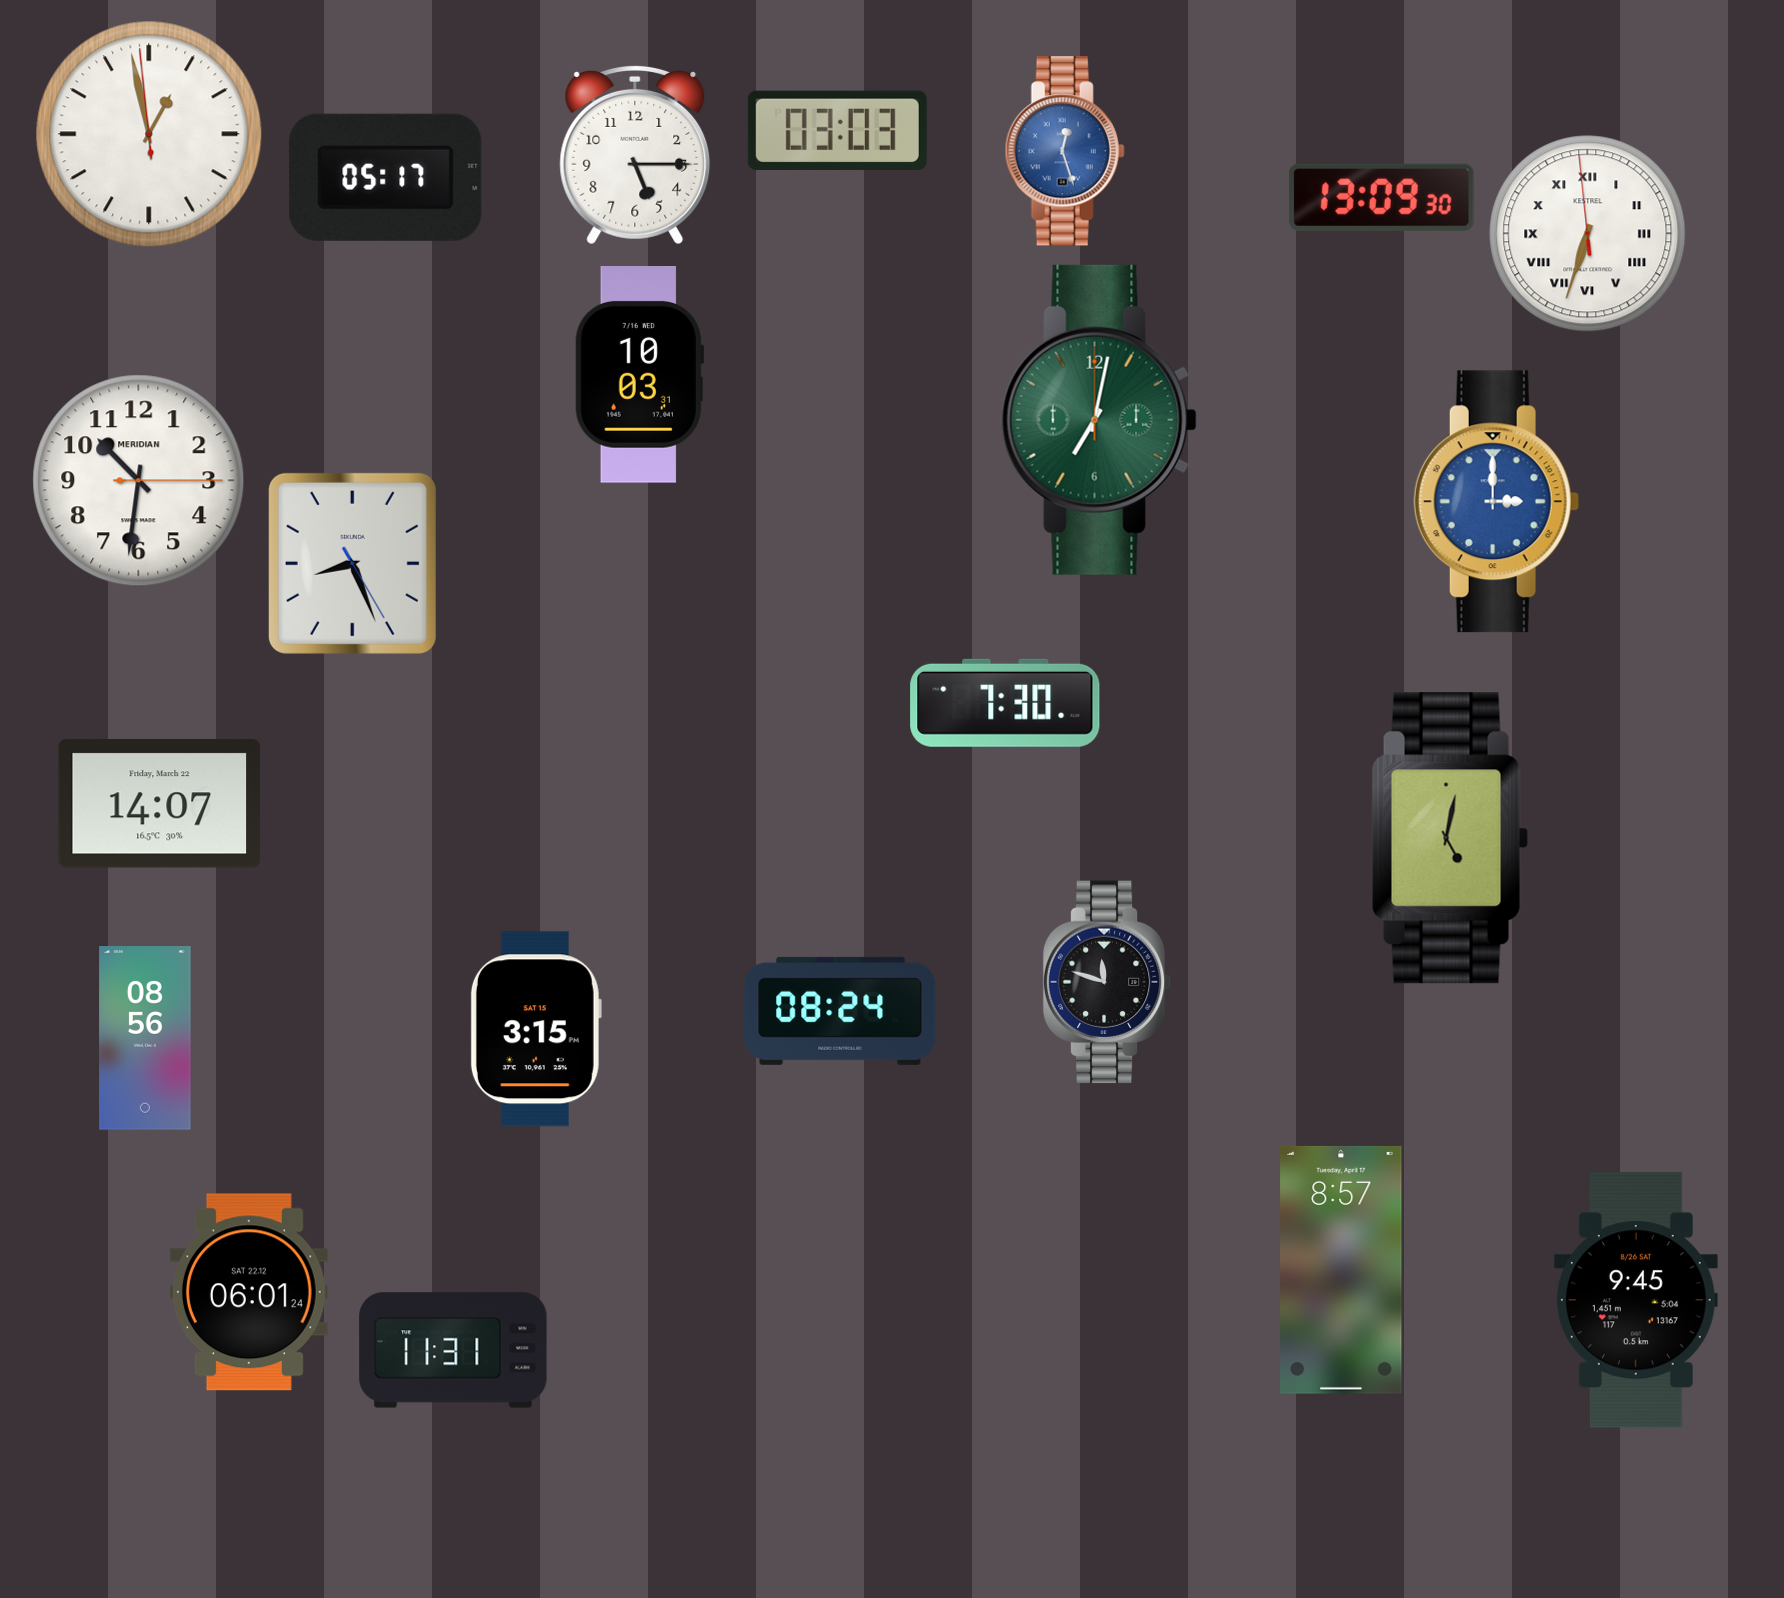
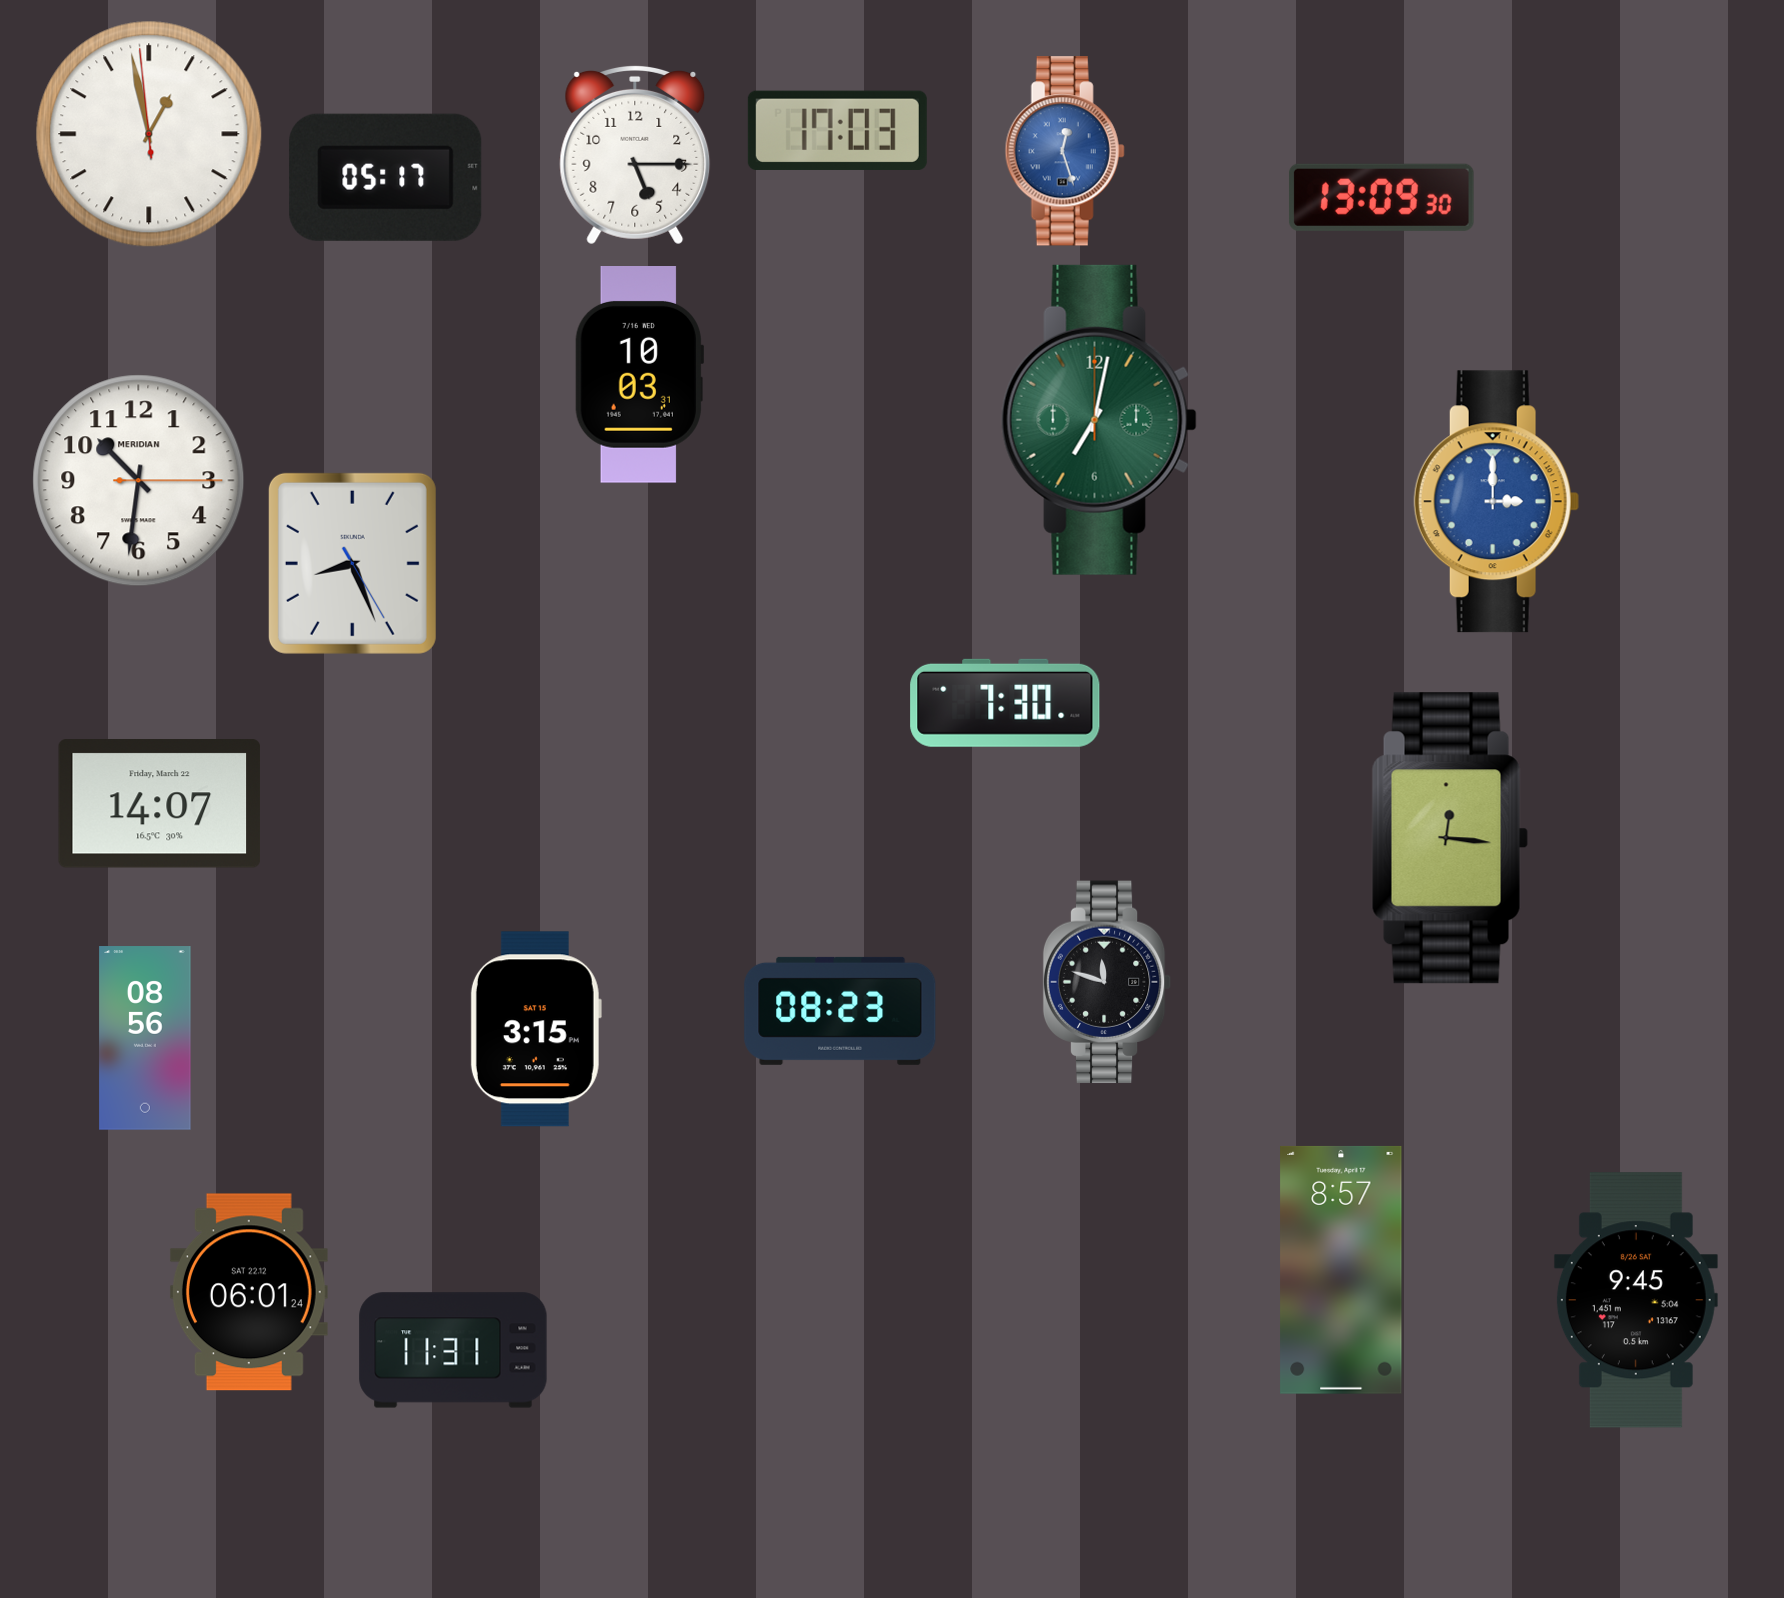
clock at (837, 130): 03:03 -> 17:03
clock at (1588, 234): 6:32 -> none
clock at (1450, 838): 5:02 -> 12:16
clock at (840, 1011): 08:24 -> 08:23
